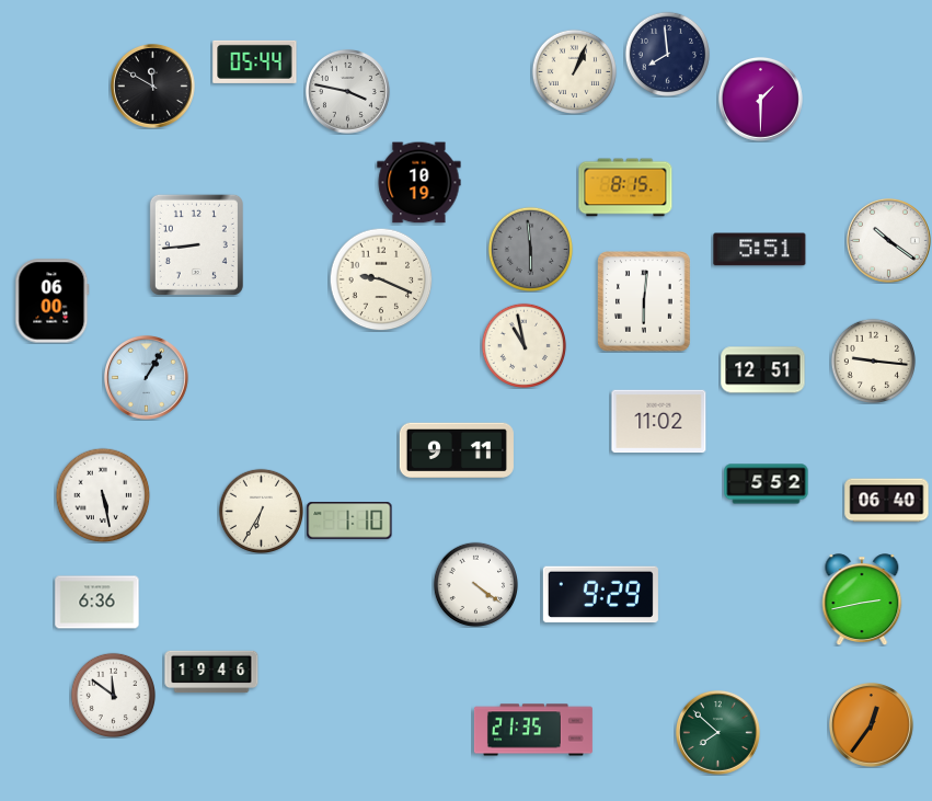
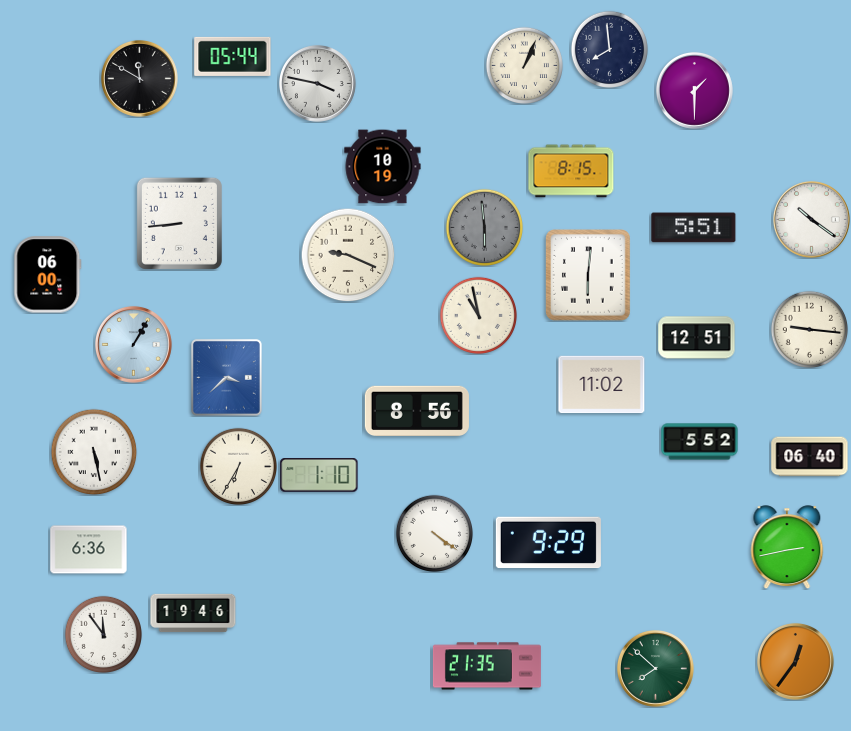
clock at (873, 361) position: (873, 361) -> (809, 329)
clock at (226, 377): none -> 3:38
clock at (457, 450): 9:11 -> 8:56
clock at (113, 695): 11:51 -> 11:54
